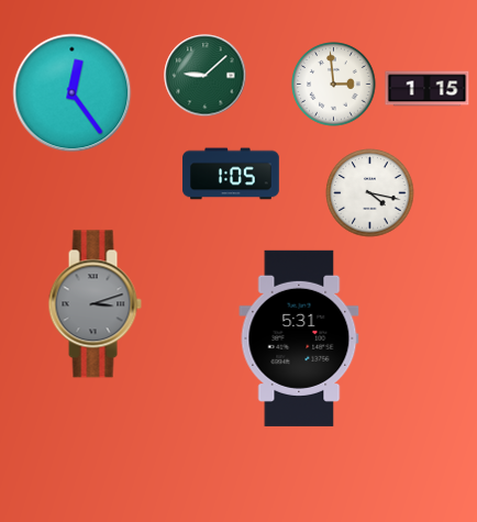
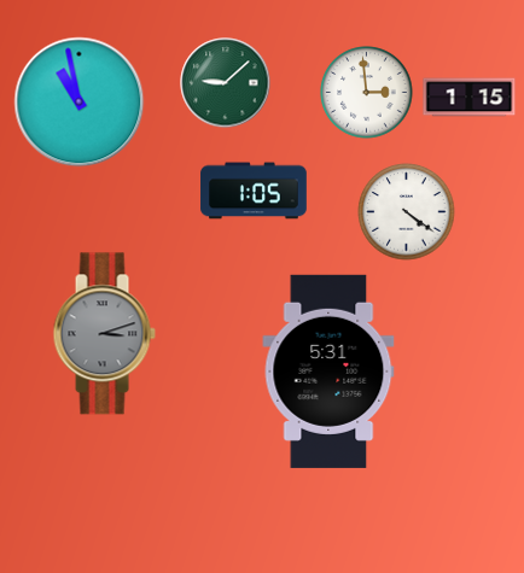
clock at (73, 93): 12:24 -> 10:58
clock at (370, 193): 4:17 -> 4:21
